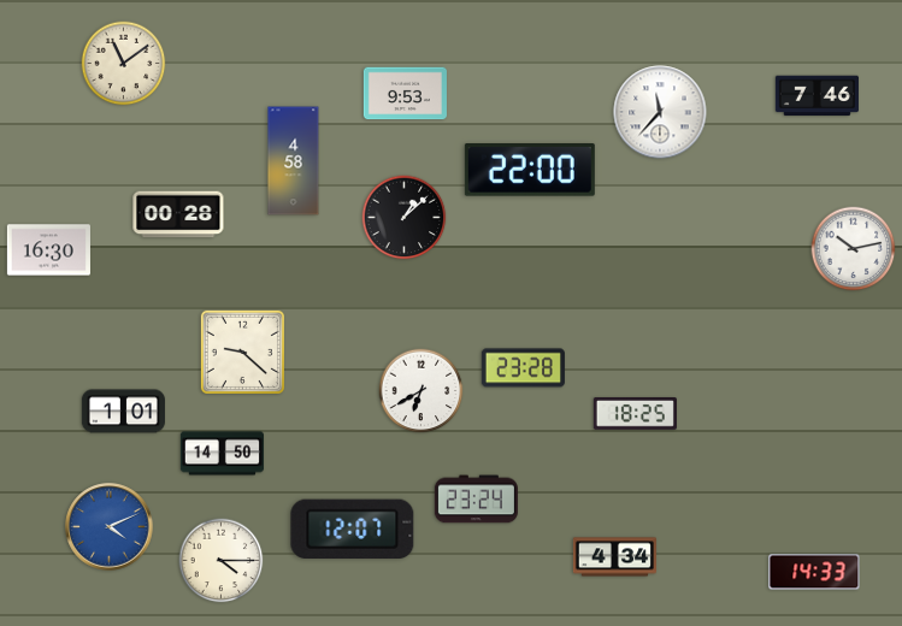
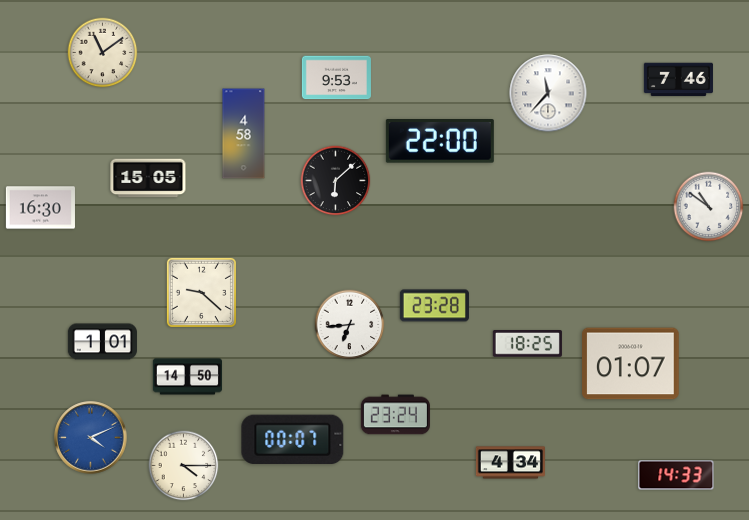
clock at (178, 214): 00:28 -> 15:05
clock at (405, 218): 1:08 -> 6:08
clock at (854, 249): 10:13 -> 10:51
clock at (421, 391): 6:40 -> 6:44
clock at (631, 364): none -> 01:07
clock at (222, 454) position: (222, 454) -> (187, 377)
clock at (353, 528): 12:07 -> 00:07
